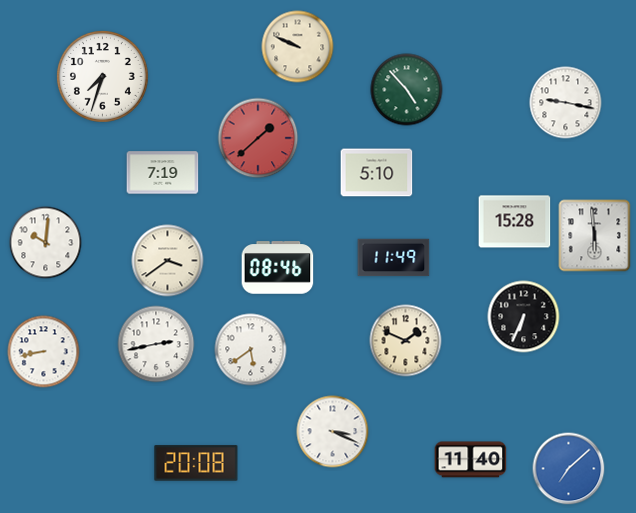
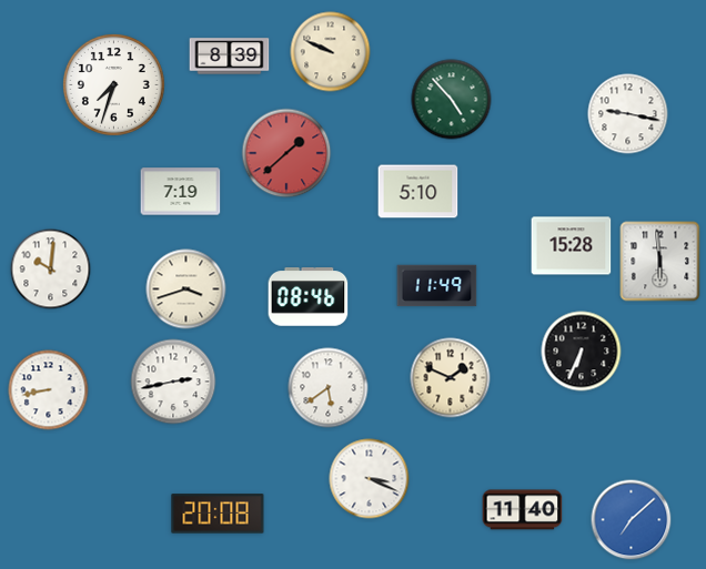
clock at (230, 57): none -> 8:39
clock at (168, 261): 3:39 -> 3:42
clock at (251, 350) position: (251, 350) -> (329, 388)
